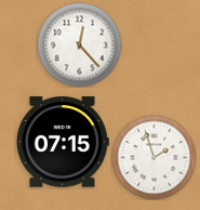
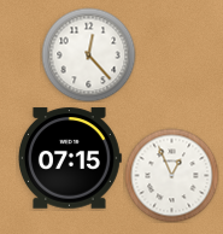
clock at (79, 44) position: (79, 44) -> (88, 54)
clock at (154, 157): 1:57 -> 12:56
